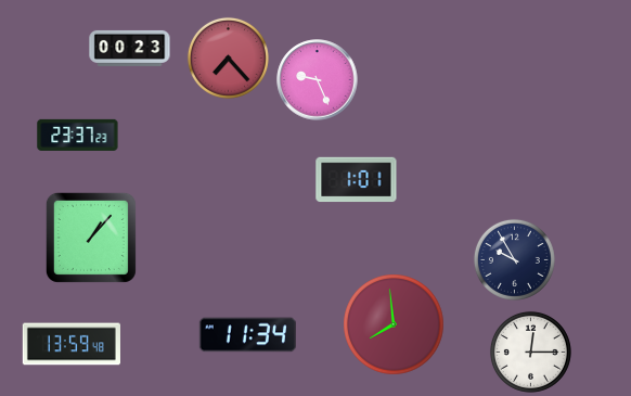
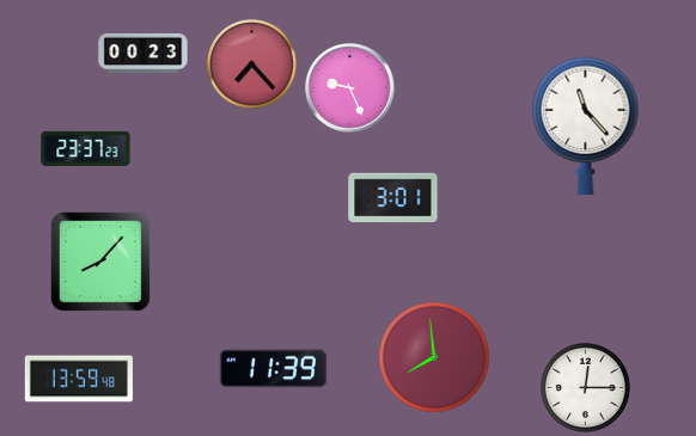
clock at (586, 125): none -> 11:23
clock at (357, 180): 1:01 -> 3:01
clock at (91, 238): 1:07 -> 8:07
clock at (514, 259): 9:55 -> none
clock at (247, 335): 11:34 -> 11:39
